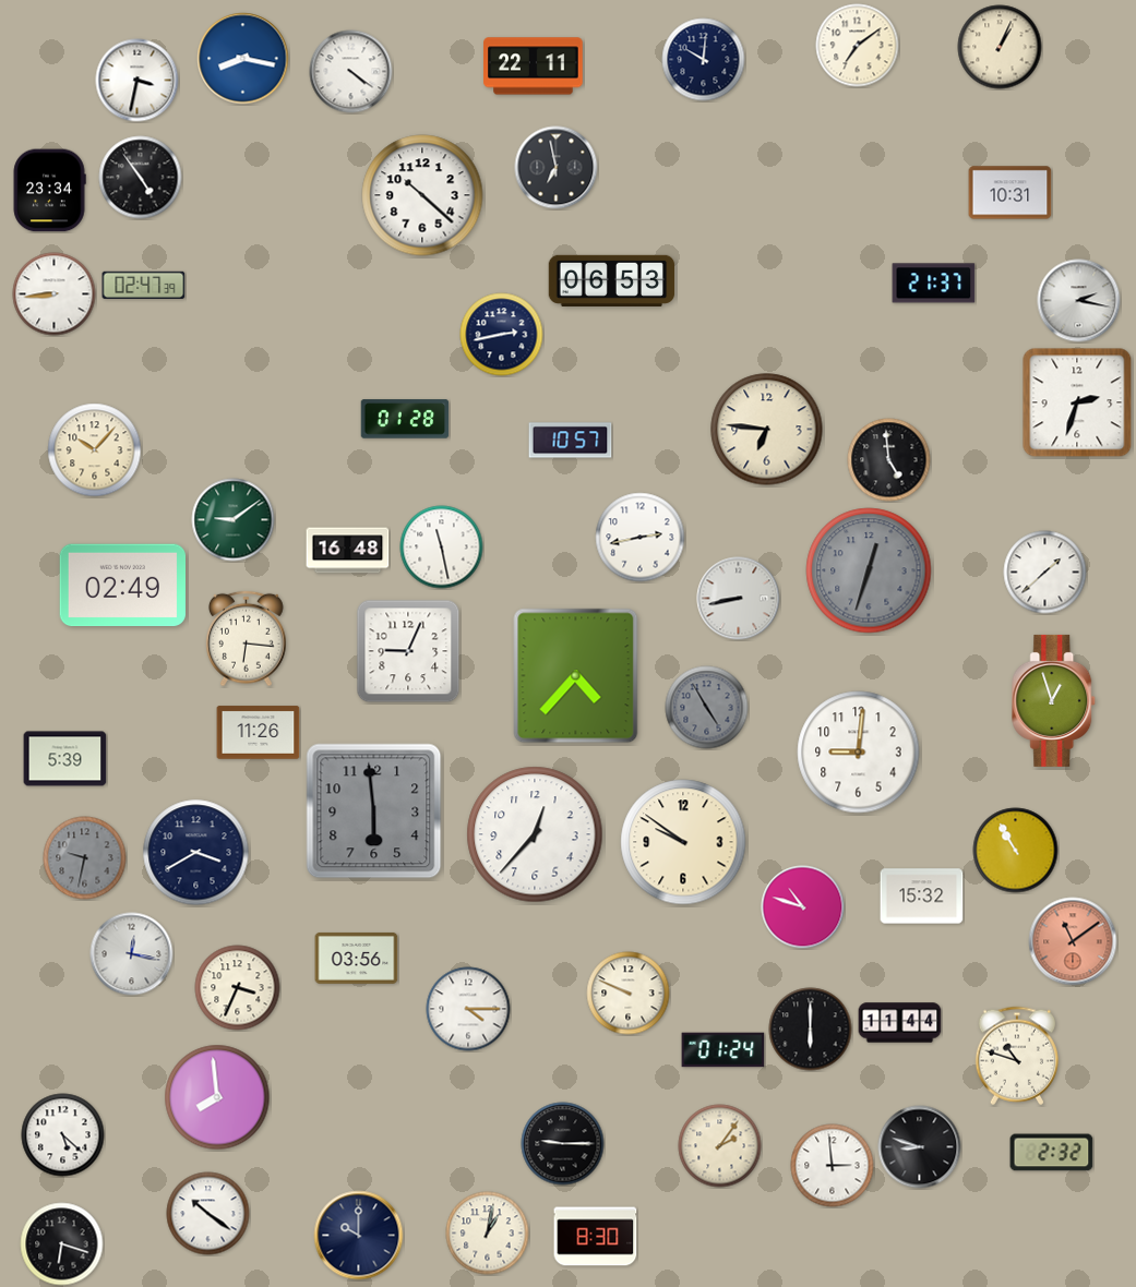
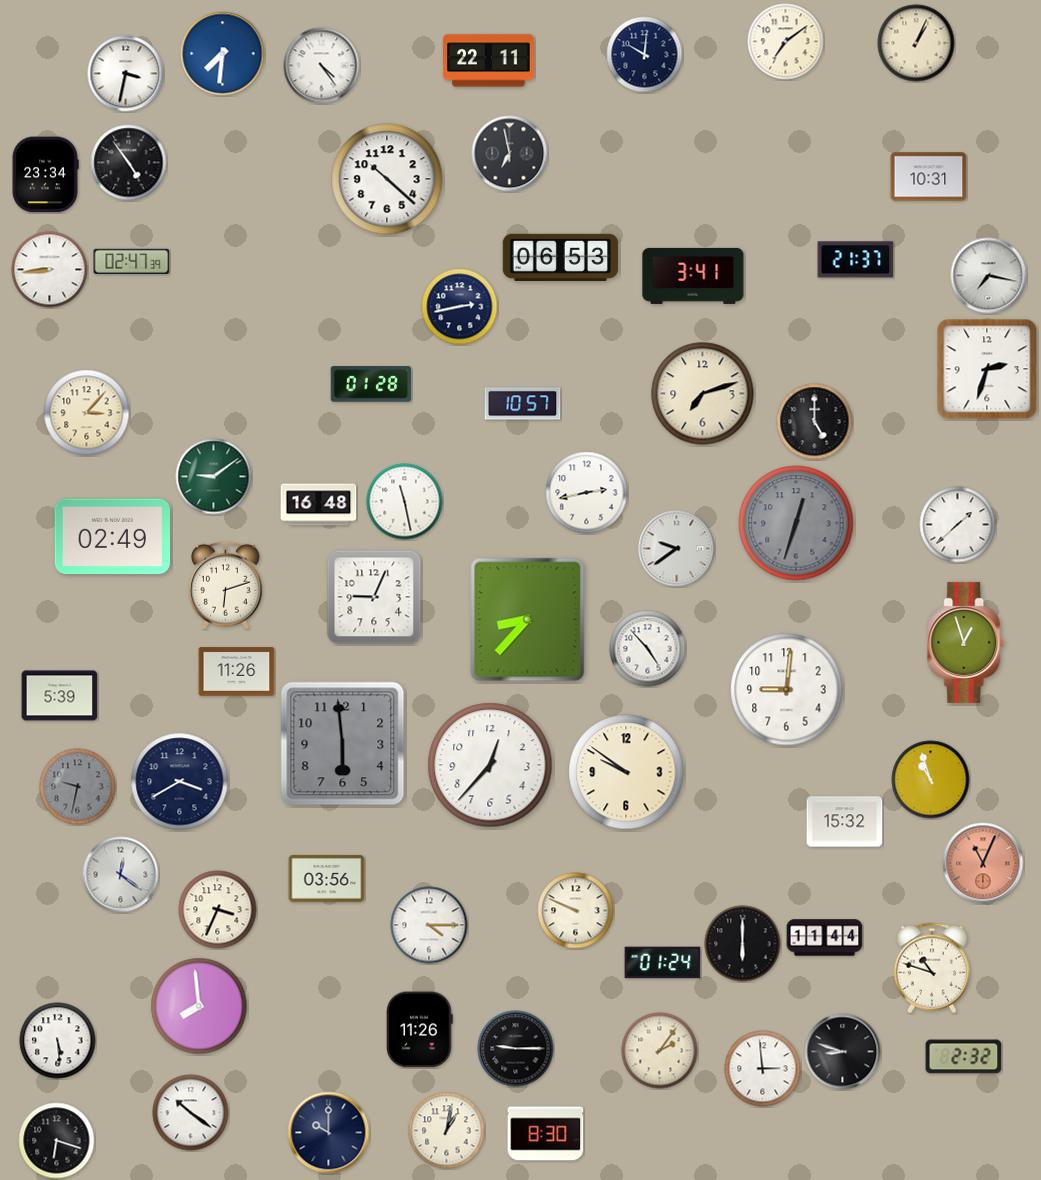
clock at (243, 59): 8:17 -> 7:31
clock at (351, 72): 4:21 -> 4:24
clock at (1011, 193) position: (1011, 193) -> (929, 177)
clock at (693, 276): none -> 3:41
clock at (1079, 301): 2:17 -> 7:17
clock at (767, 430): 6:46 -> 7:12
clock at (95, 450): 10:07 -> 3:07
clock at (889, 460): 4:59 -> 5:00
clock at (739, 599): 8:43 -> 9:39
clock at (247, 639): 6:16 -> 6:12
clock at (576, 676): 4:37 -> 8:37
clock at (707, 708): 4:55 -> 4:53
clock at (707, 708) dial: grey -> white
clock at (1016, 851): 10:55 -> 10:57
clock at (803, 907): 10:48 -> none
clock at (1073, 941): 11:09 -> 11:04
clock at (132, 954): 12:17 -> 12:21
clock at (238, 988) position: (238, 988) -> (218, 910)
clock at (420, 1030): none -> 11:26
clock at (63, 1135): 5:22 -> 5:29
